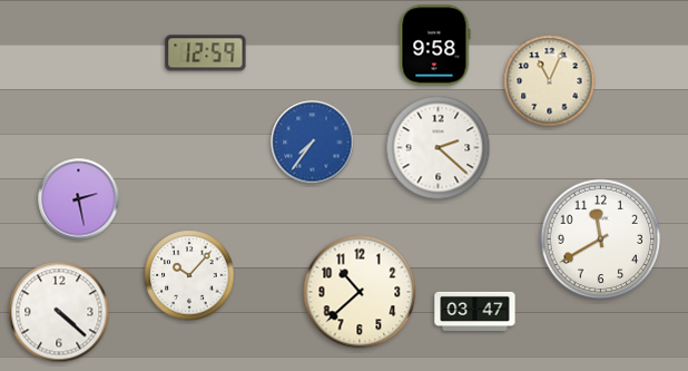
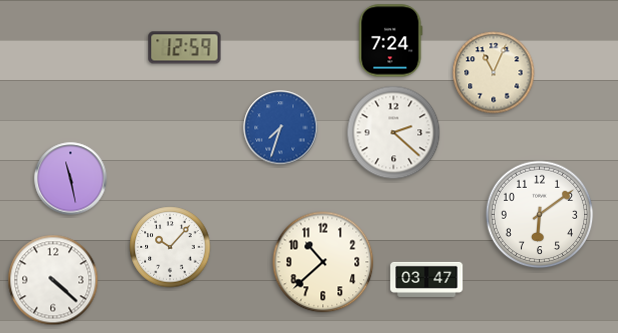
clock at (435, 46): 9:58 -> 7:24
clock at (313, 143): 7:36 -> 7:33
clock at (79, 199): 2:28 -> 11:28
clock at (601, 240): 11:40 -> 6:09
